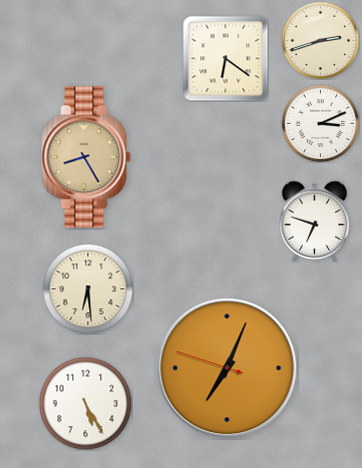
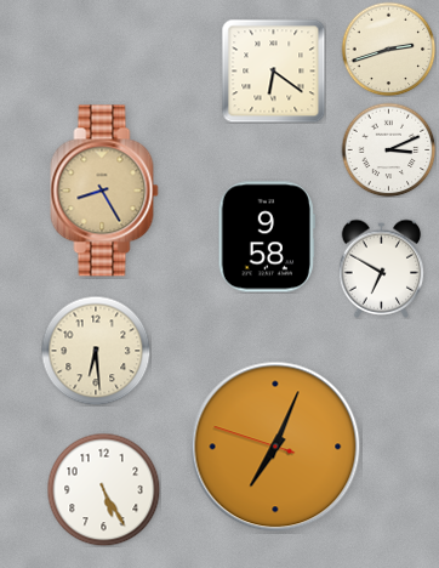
clock at (267, 237): none -> 9:58
clock at (315, 221): 6:48 -> 6:50
clock at (88, 289) position: (88, 289) -> (96, 351)
